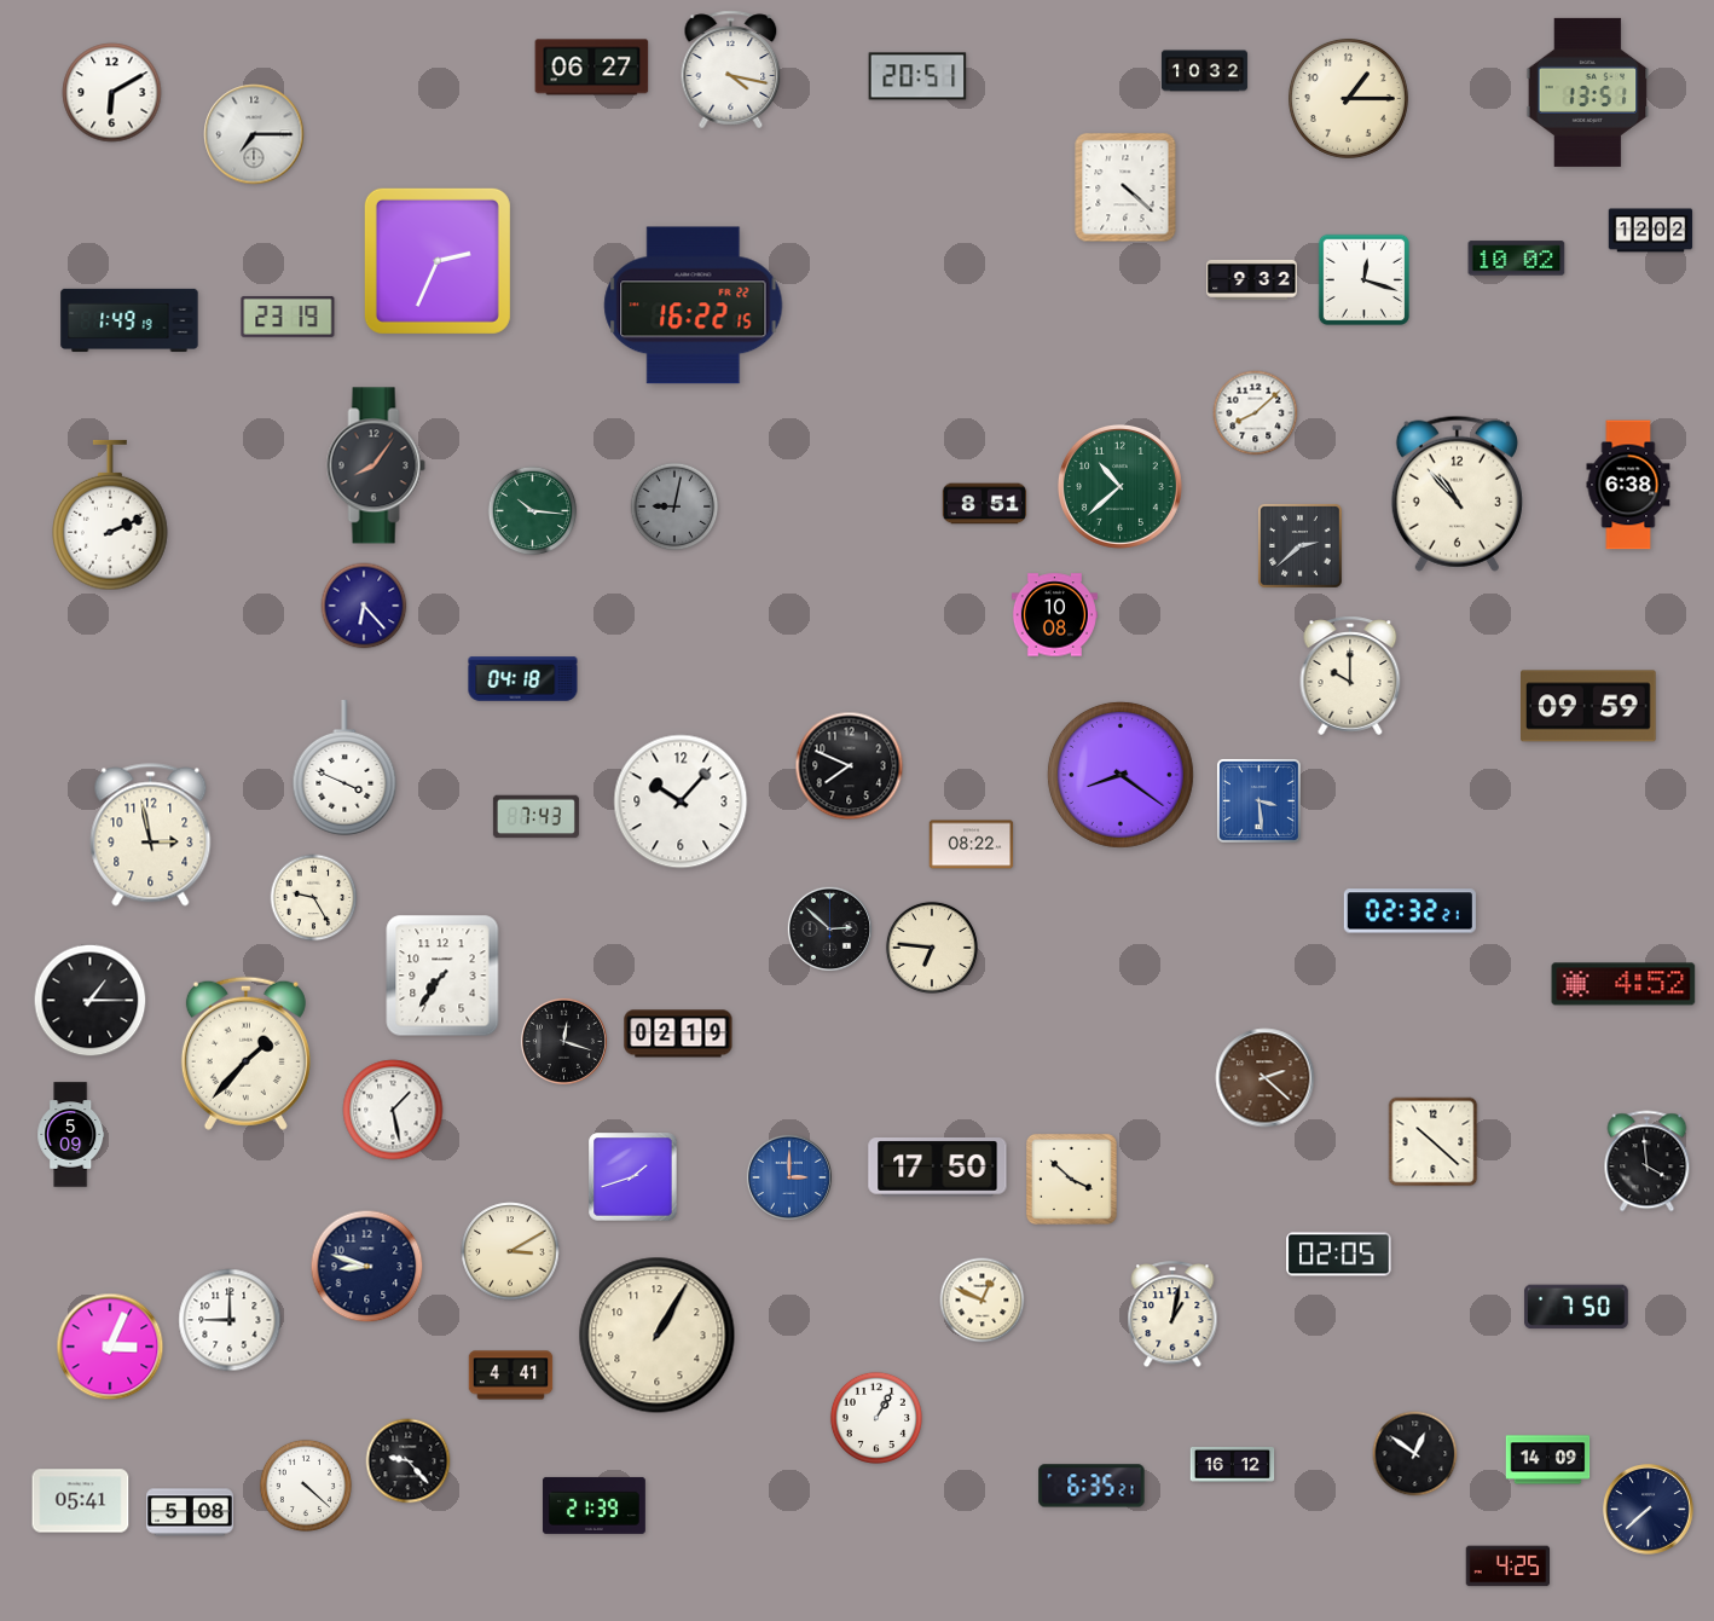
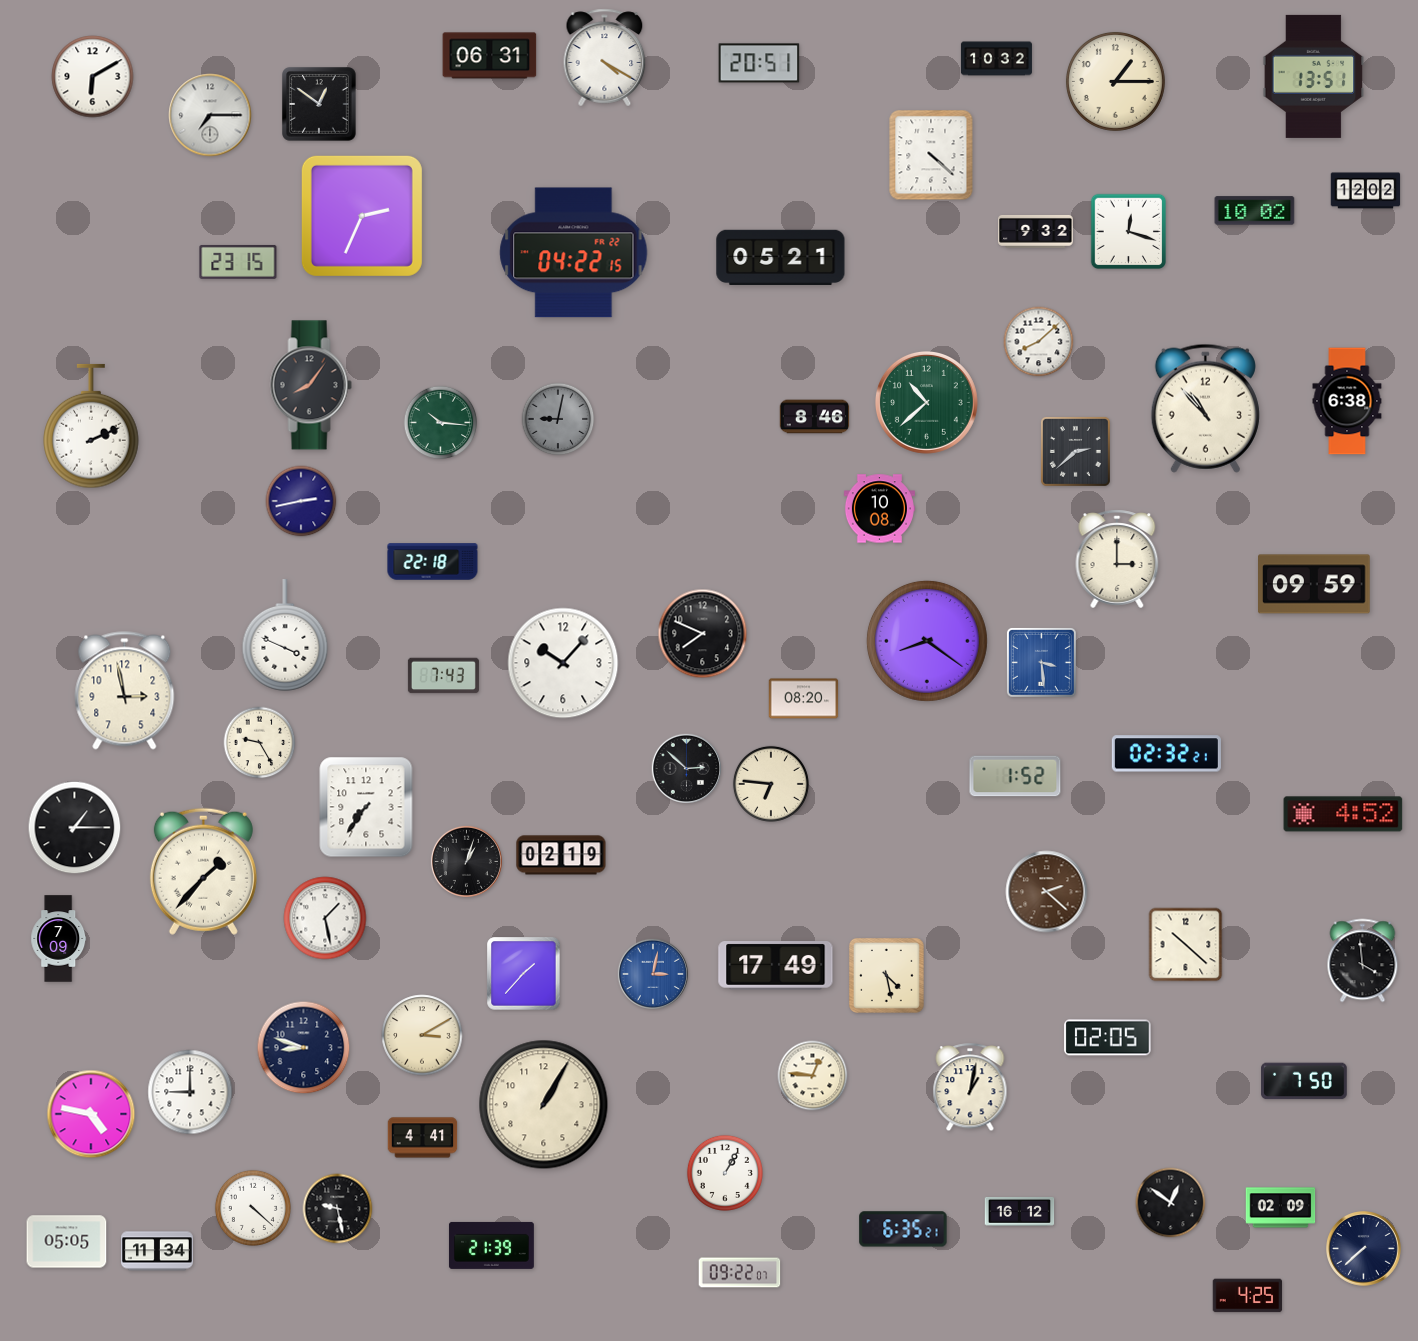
clock at (592, 68): 06:27 -> 06:31
clock at (731, 70): 4:17 -> 4:20
clock at (320, 105): none -> 12:51
clock at (254, 134) position: (254, 134) -> (210, 115)
clock at (1517, 259) position: (1517, 259) -> (1255, 211)
clock at (694, 306): 16:22 -> 04:22
clock at (781, 257): none -> 05:21
clock at (288, 317): 23:19 -> 23:15
clock at (129, 320): 1:49 -> none
clock at (985, 504): 8:51 -> 8:46
clock at (364, 606): 6:23 -> 2:43
clock at (1054, 615) position: (1054, 615) -> (879, 509)
clock at (1350, 676): 10:00 -> 3:00
clock at (523, 679): 04:18 -> 22:18
clock at (972, 845): 08:22 -> 08:20
clock at (1015, 776): none -> 1:52
clock at (563, 1041): 12:18 -> 1:03
clock at (71, 1135): 5:09 -> 7:09
clock at (938, 1168): 17:50 -> 17:49
clock at (633, 1177): 1:42 -> 1:37
clock at (789, 1177): 3:00 -> 3:02
clock at (1072, 1180): 3:52 -> 4:28
clock at (983, 1301): 12:49 -> 12:46
clock at (110, 1347): 3:04 -> 4:47
clock at (1548, 1460): 14:09 -> 02:09
clock at (409, 1461): 9:23 -> 9:28
clock at (306, 1486) position: (306, 1486) -> (253, 1208)
clock at (81, 1501): 05:41 -> 05:05
clock at (191, 1512): 5:08 -> 11:34
clock at (740, 1273): none -> 09:22
